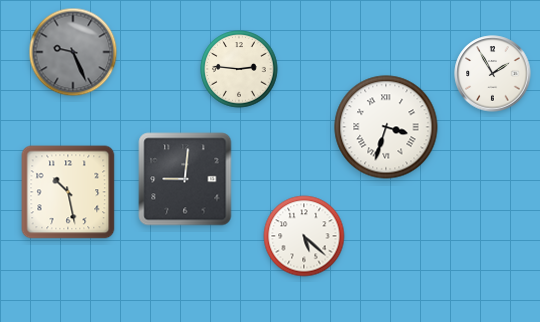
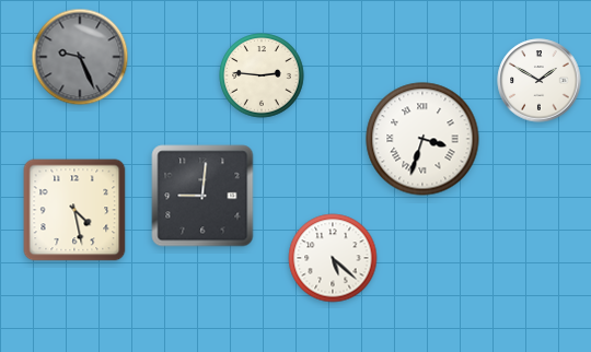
clock at (493, 74): 1:55 -> 1:50
clock at (68, 192): 10:28 -> 4:28
